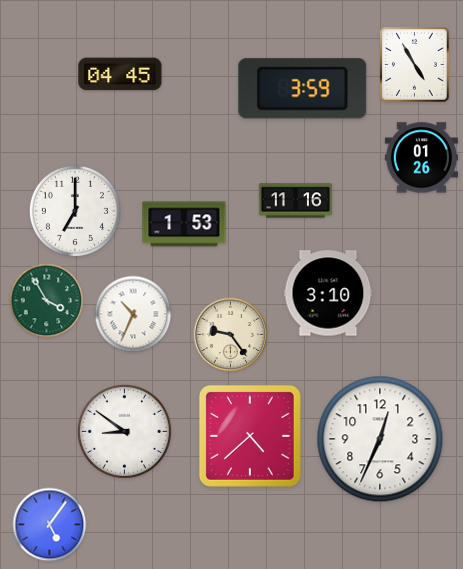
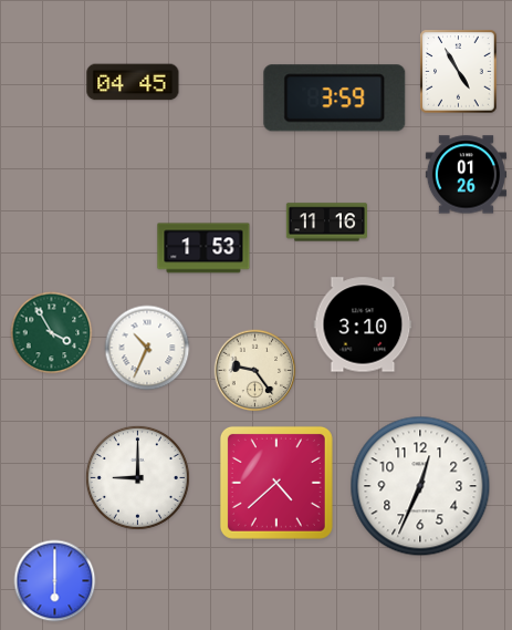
clock at (75, 211): 7:00 -> none
clock at (124, 431): 8:51 -> 9:00
clock at (50, 525): 5:06 -> 6:00
